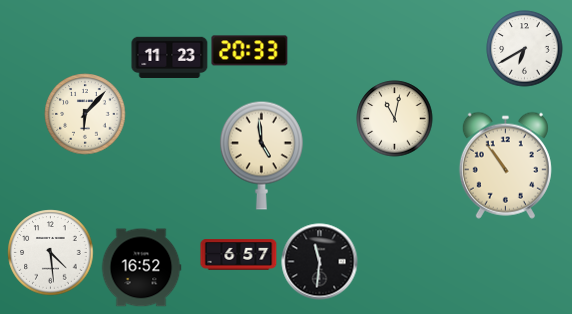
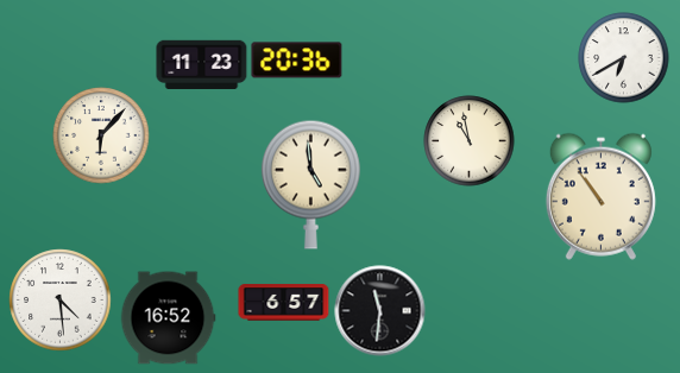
clock at (250, 51): 20:33 -> 20:36
clock at (170, 57) position: (170, 57) -> (202, 64)
clock at (395, 119): 11:02 -> 10:58
